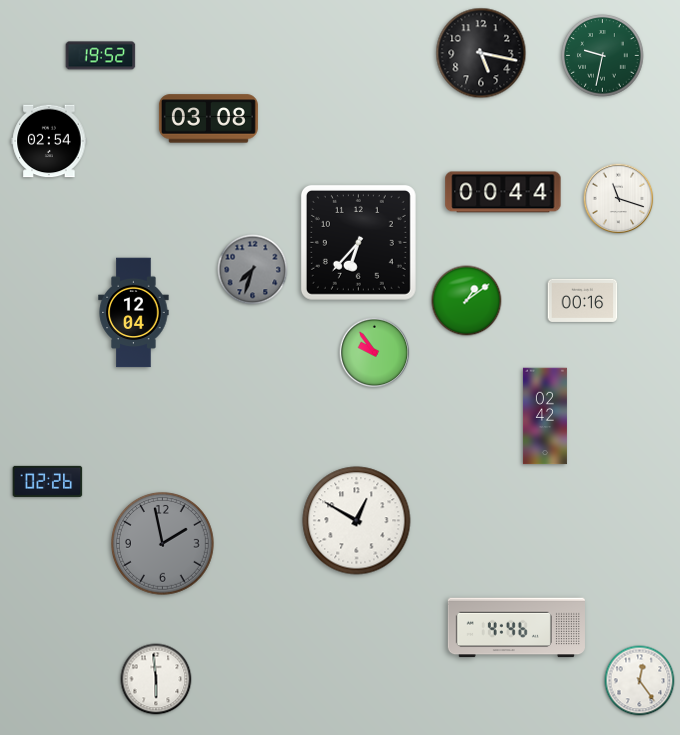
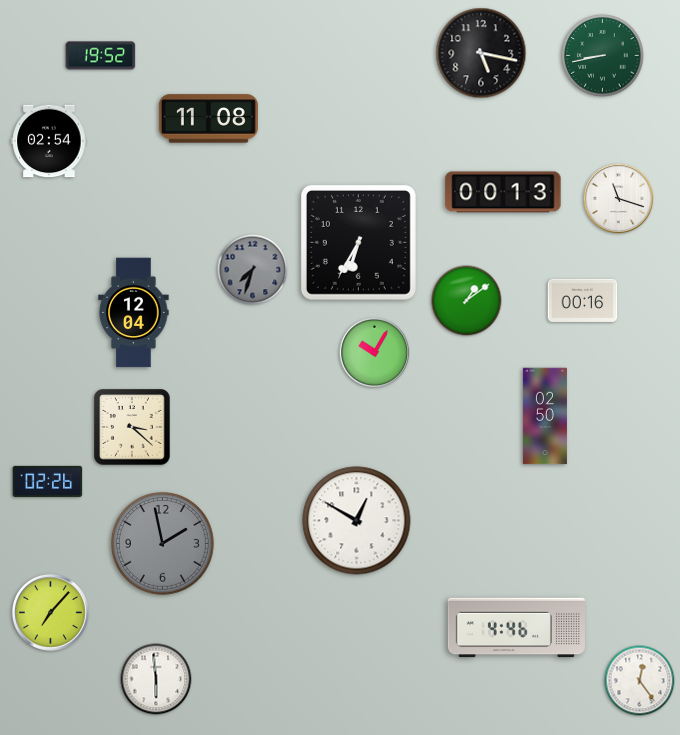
clock at (603, 56): 9:32 -> 8:43
clock at (208, 119): 03:08 -> 11:08
clock at (503, 192): 00:44 -> 00:13
clock at (358, 242): 6:37 -> 6:35
clock at (375, 353): 9:54 -> 10:05
clock at (545, 416): 02:42 -> 02:50
clock at (132, 427): none -> 3:22
clock at (51, 613): none -> 7:07
